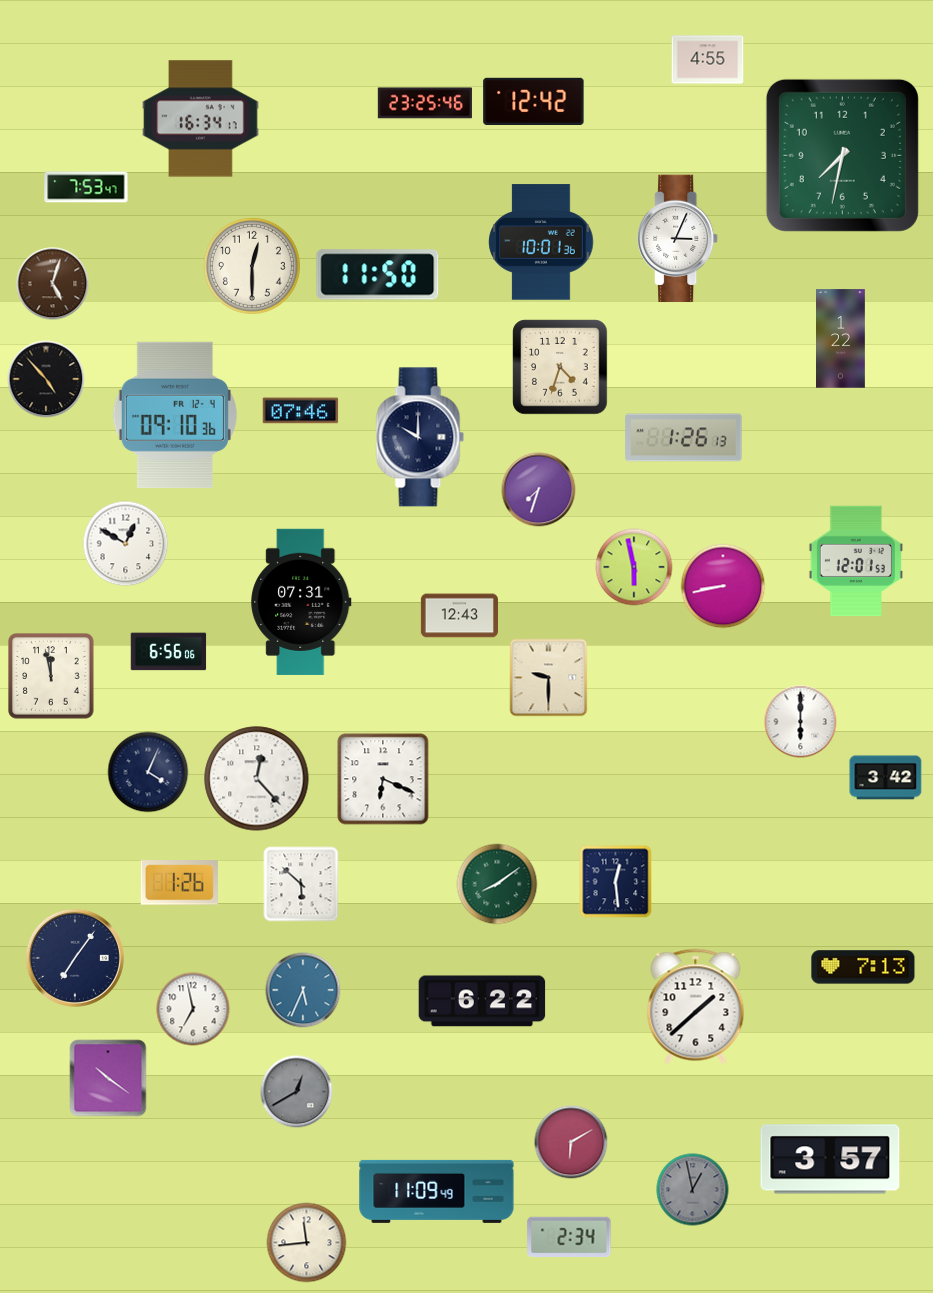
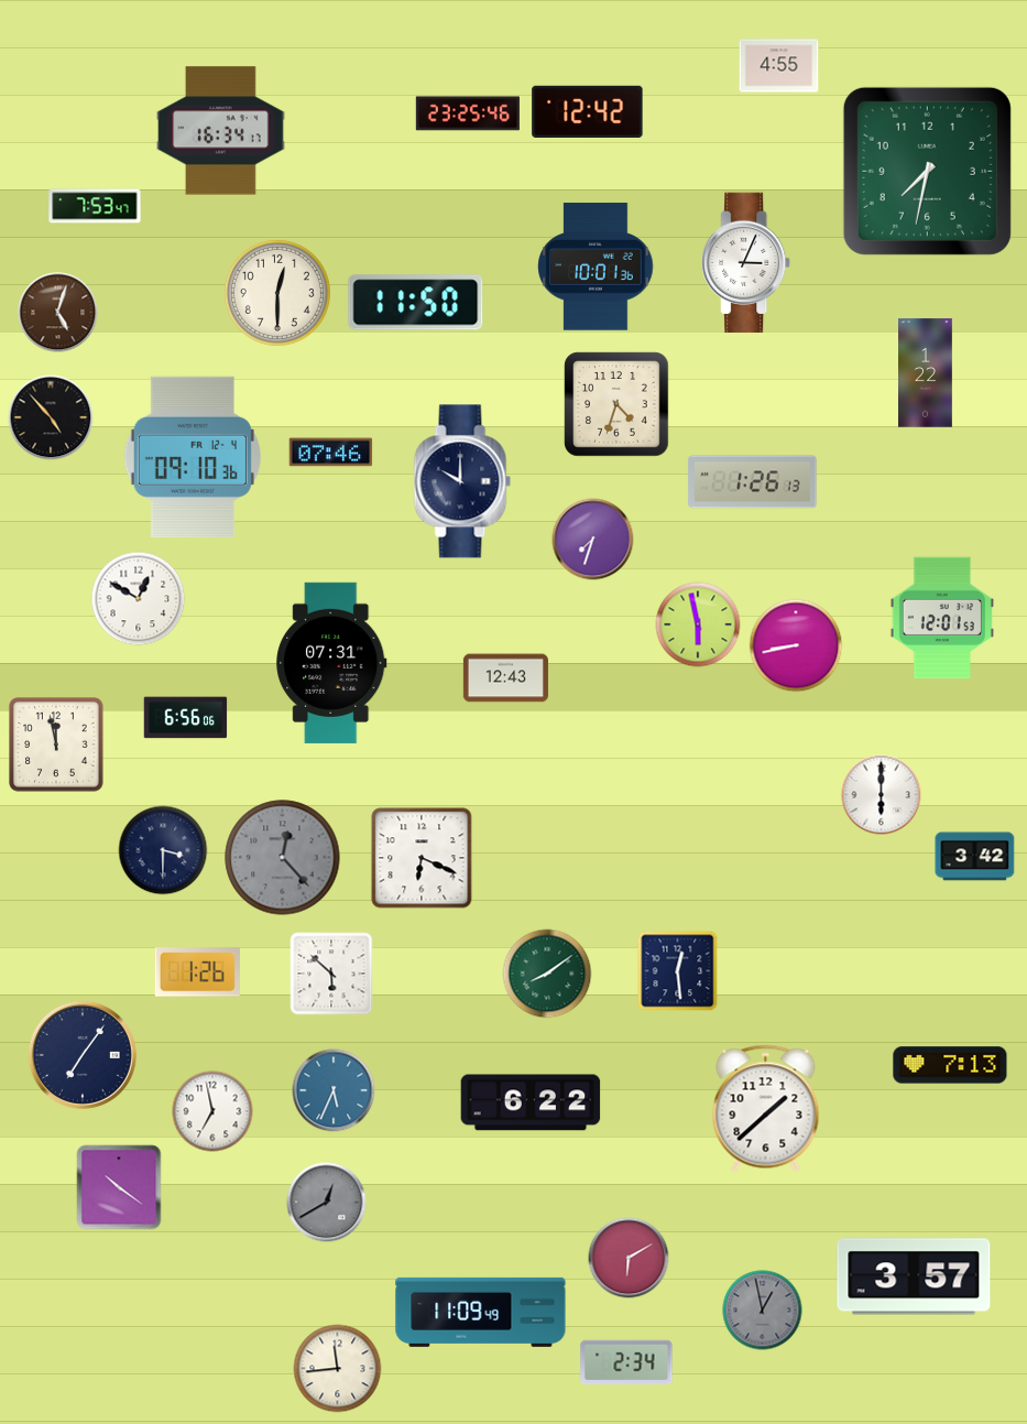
clock at (549, 678): 9:30 -> none
clock at (148, 772): 4:04 -> 3:30
clock at (257, 779) dial: white -> grey
